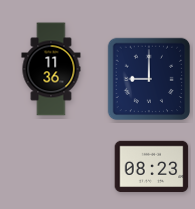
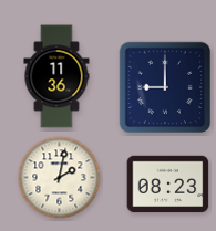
clock at (60, 178): none -> 2:02
